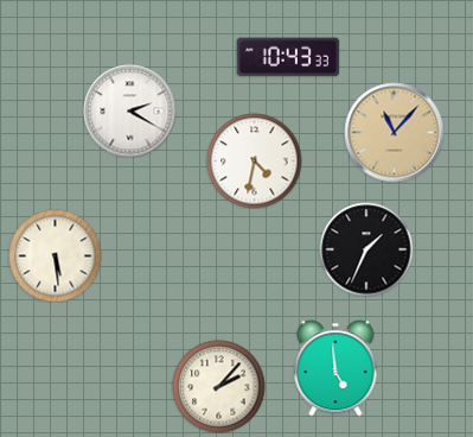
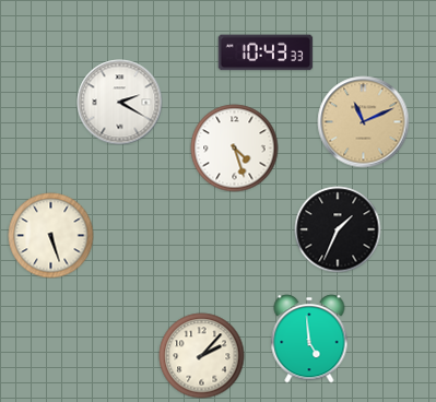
clock at (394, 132): 11:07 -> 11:11
clock at (254, 160): 4:32 -> 4:27
clock at (55, 255): 5:29 -> 5:27
